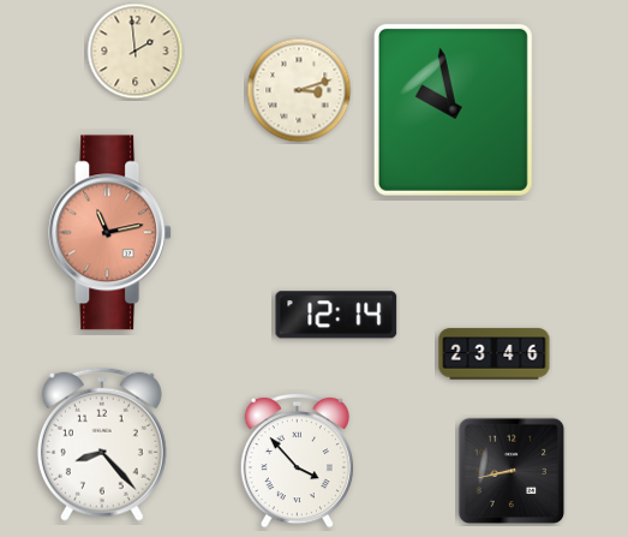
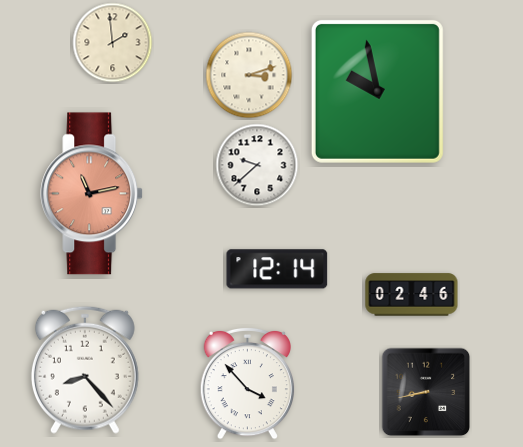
clock at (257, 165): none -> 9:38
clock at (336, 315) position: (336, 315) -> (277, 269)
clock at (495, 354): 23:46 -> 02:46
